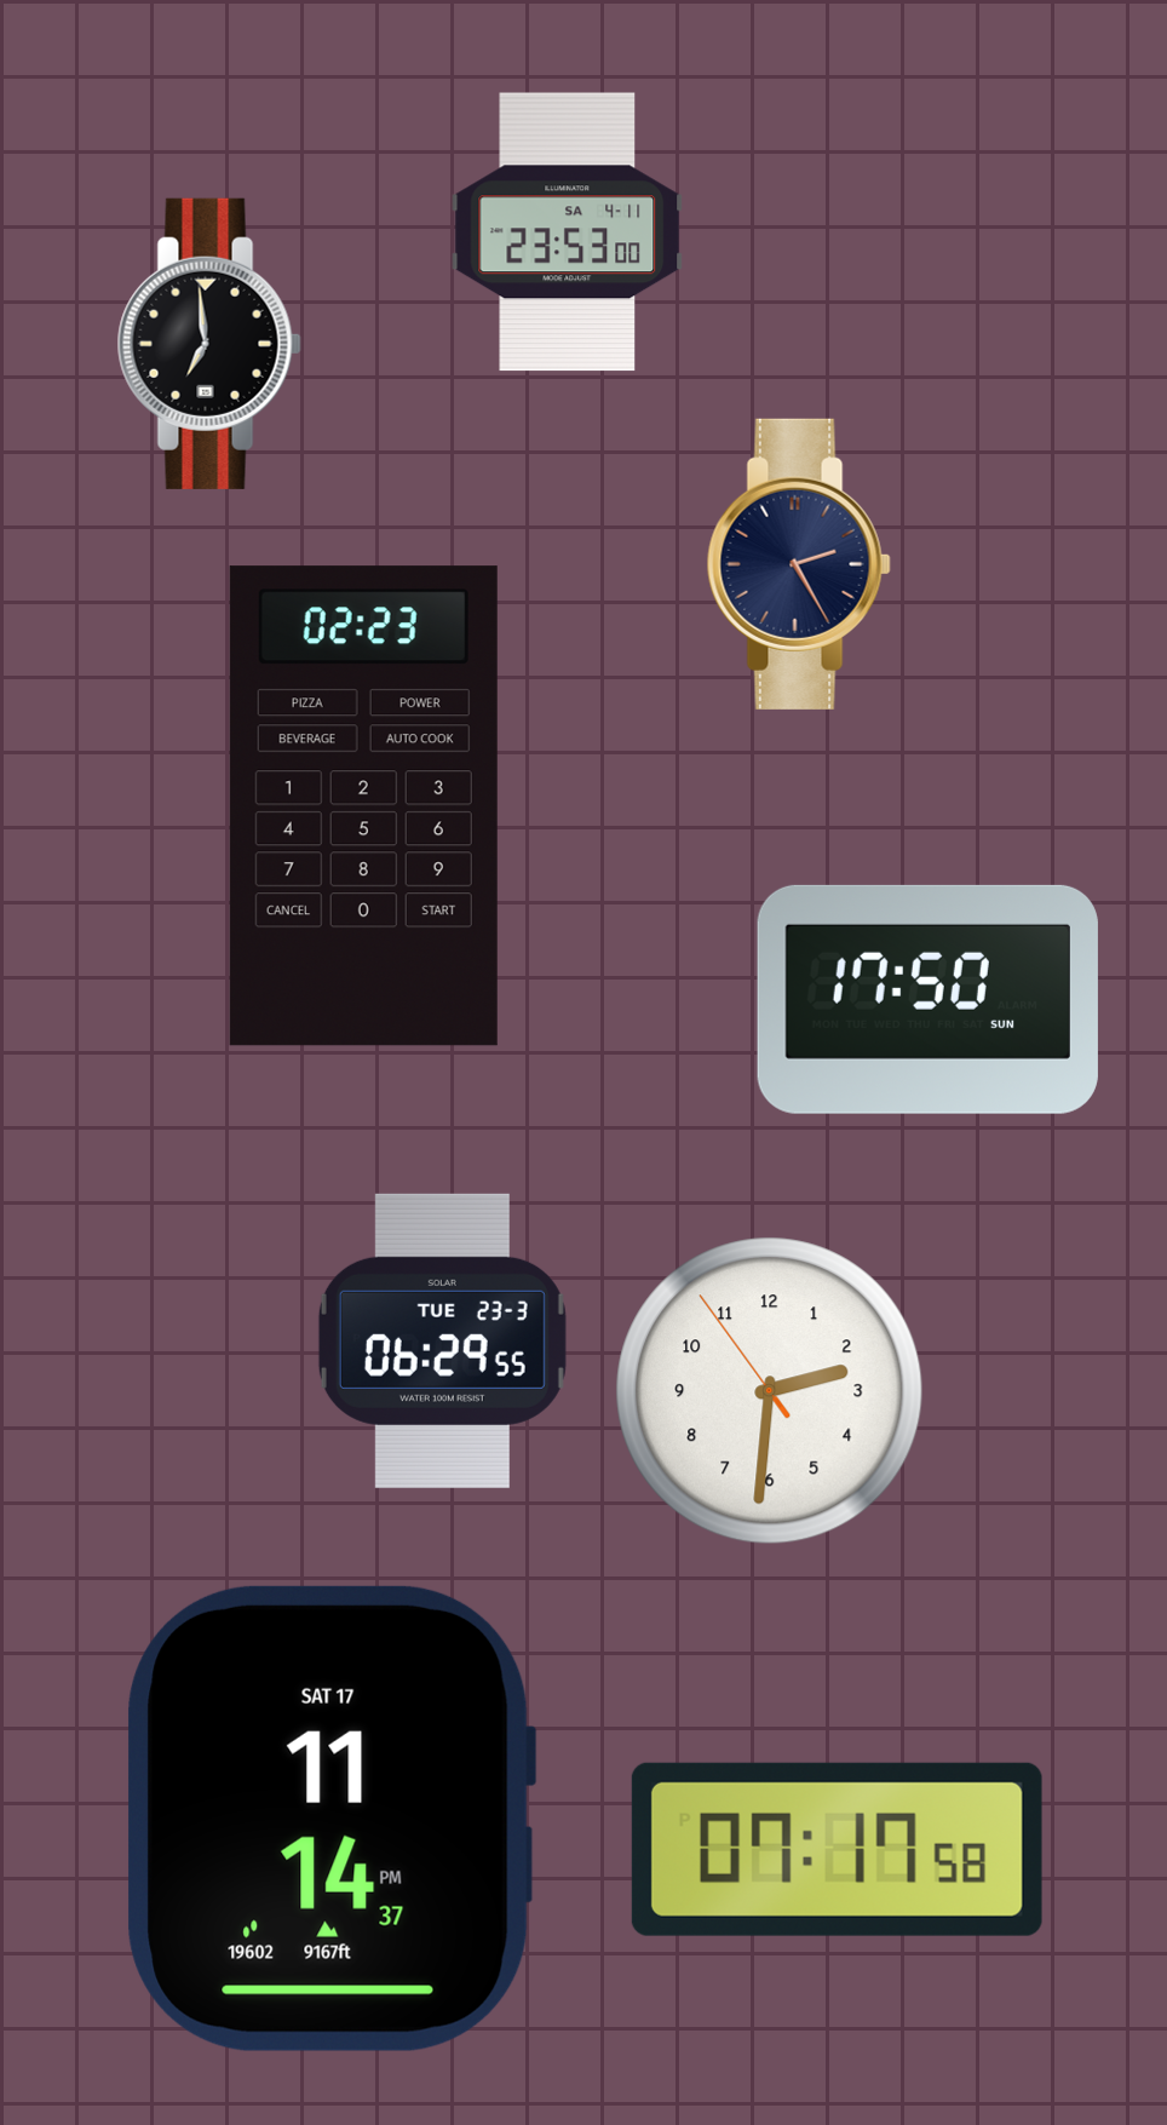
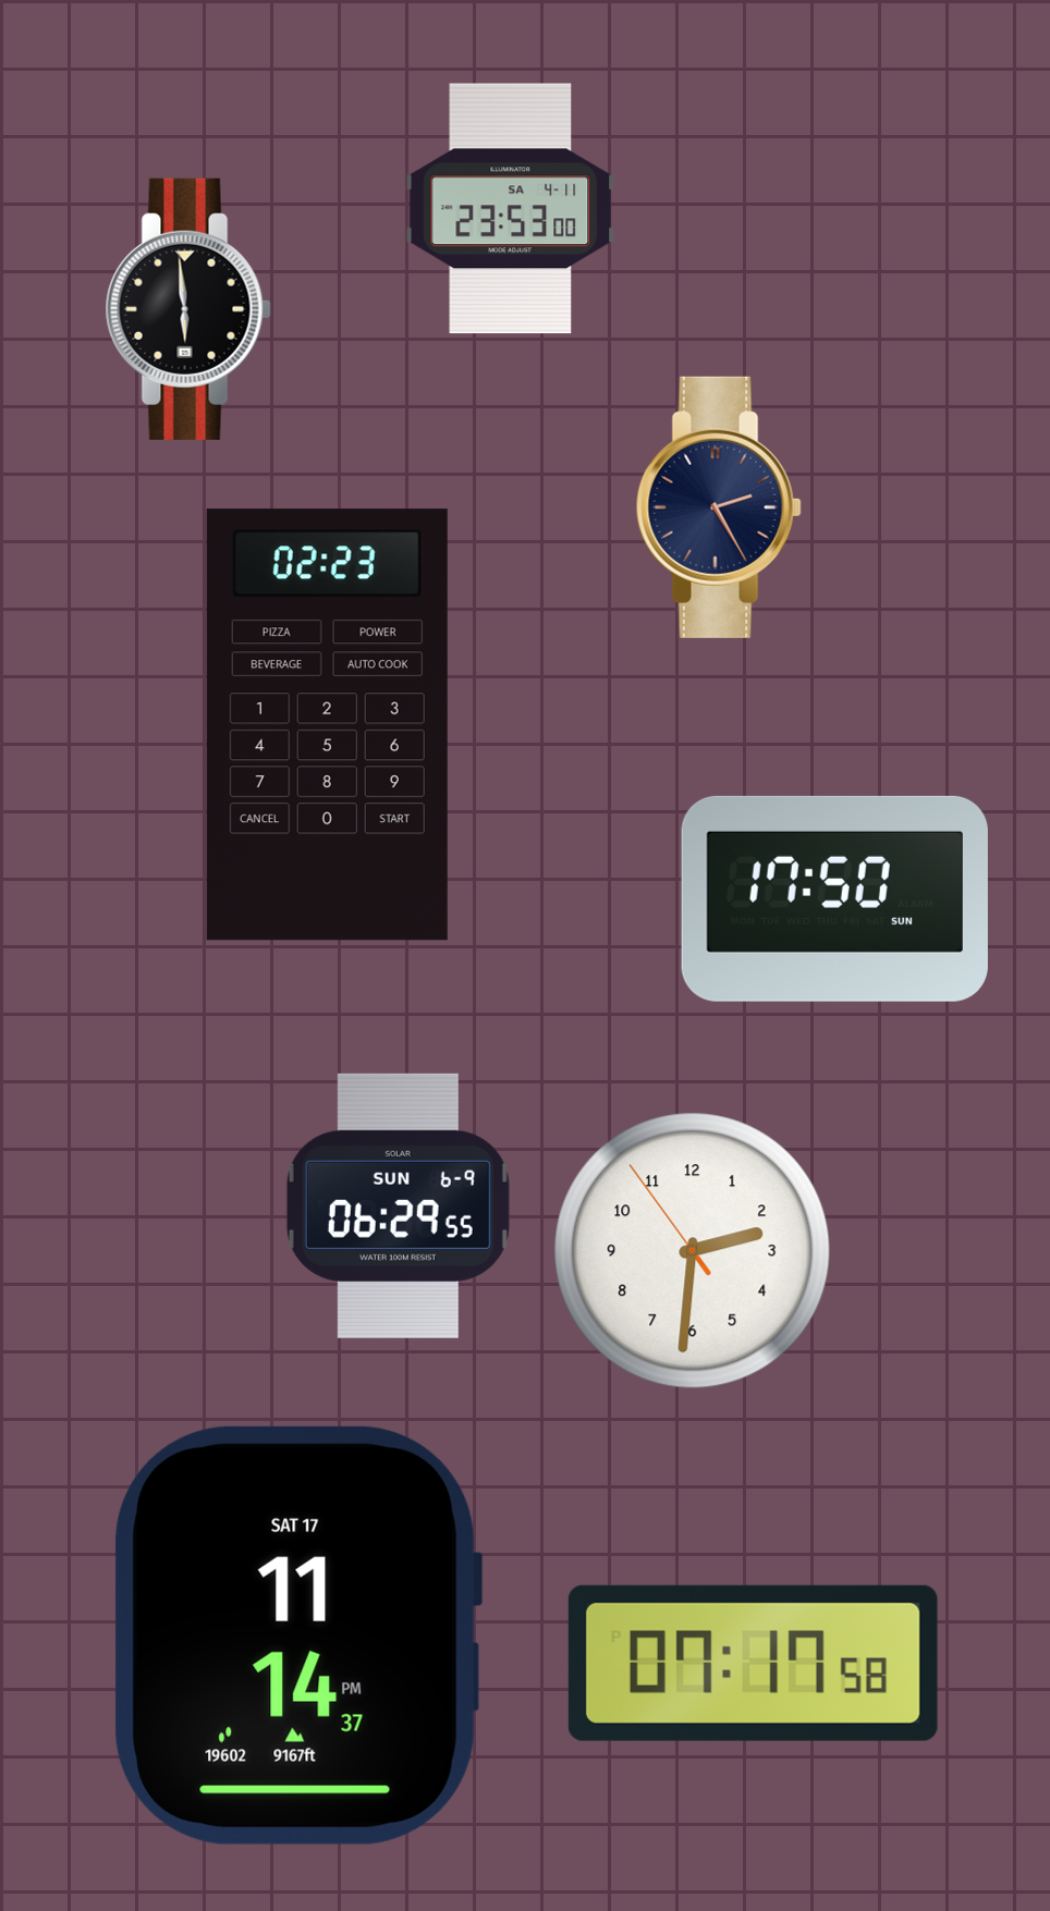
clock at (209, 344): 6:59 -> 5:59
clock at (442, 1340) date: TUE 23-3 -> SUN 6-9
